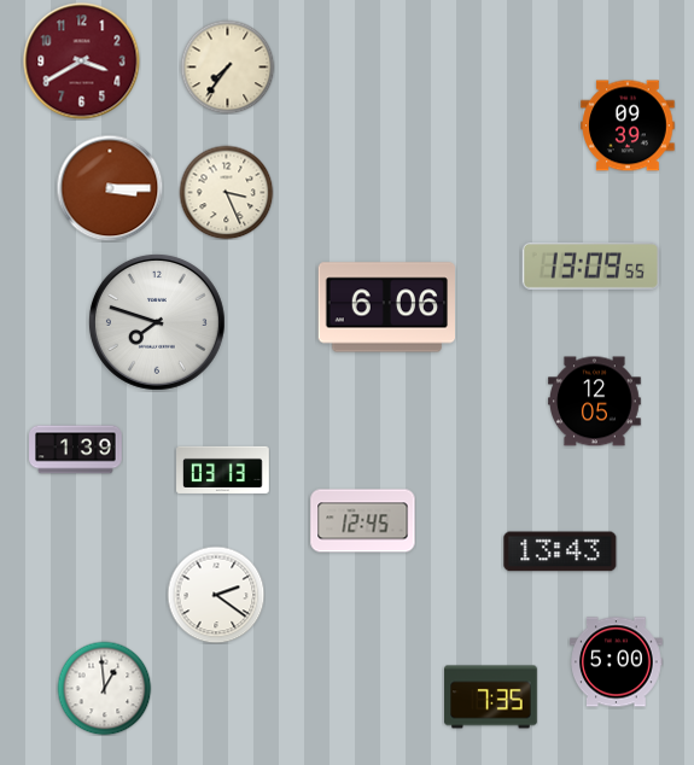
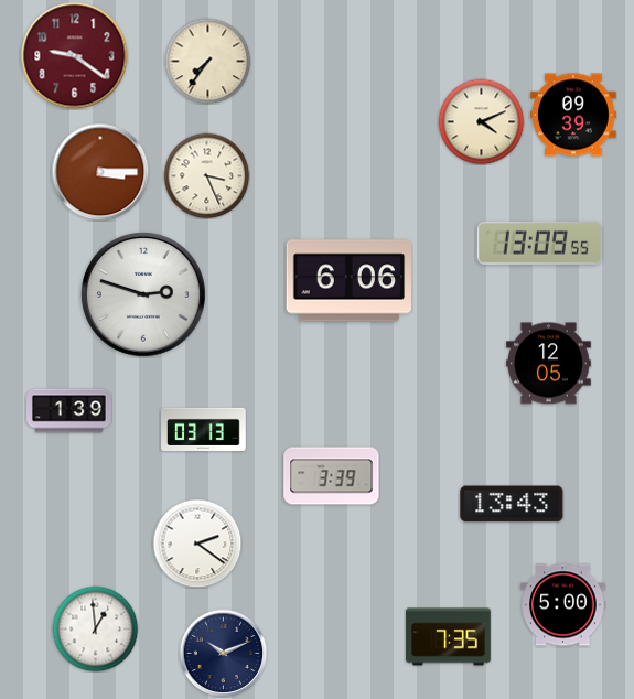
clock at (82, 62): 3:40 -> 9:21
clock at (481, 121): none -> 4:11
clock at (386, 308) position: (386, 308) -> (348, 281)
clock at (157, 322): 7:48 -> 2:48
clock at (595, 402) position: (595, 402) -> (549, 364)
clock at (363, 521): 12:45 -> 3:39
clock at (223, 653): none -> 10:11
